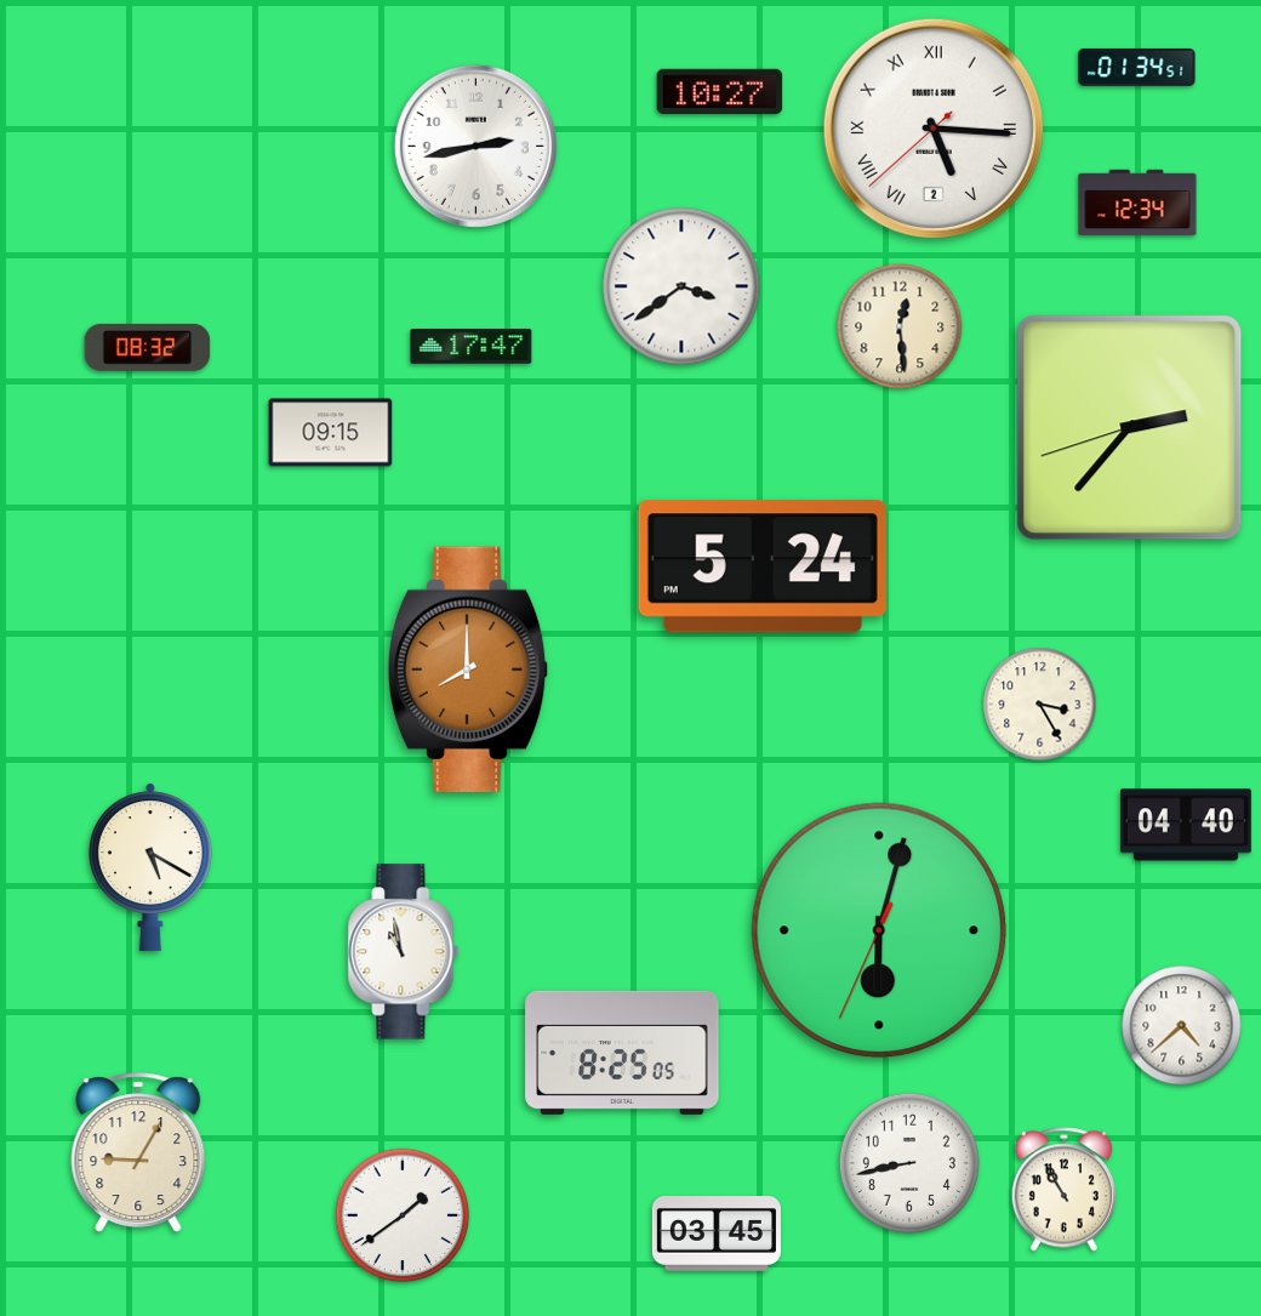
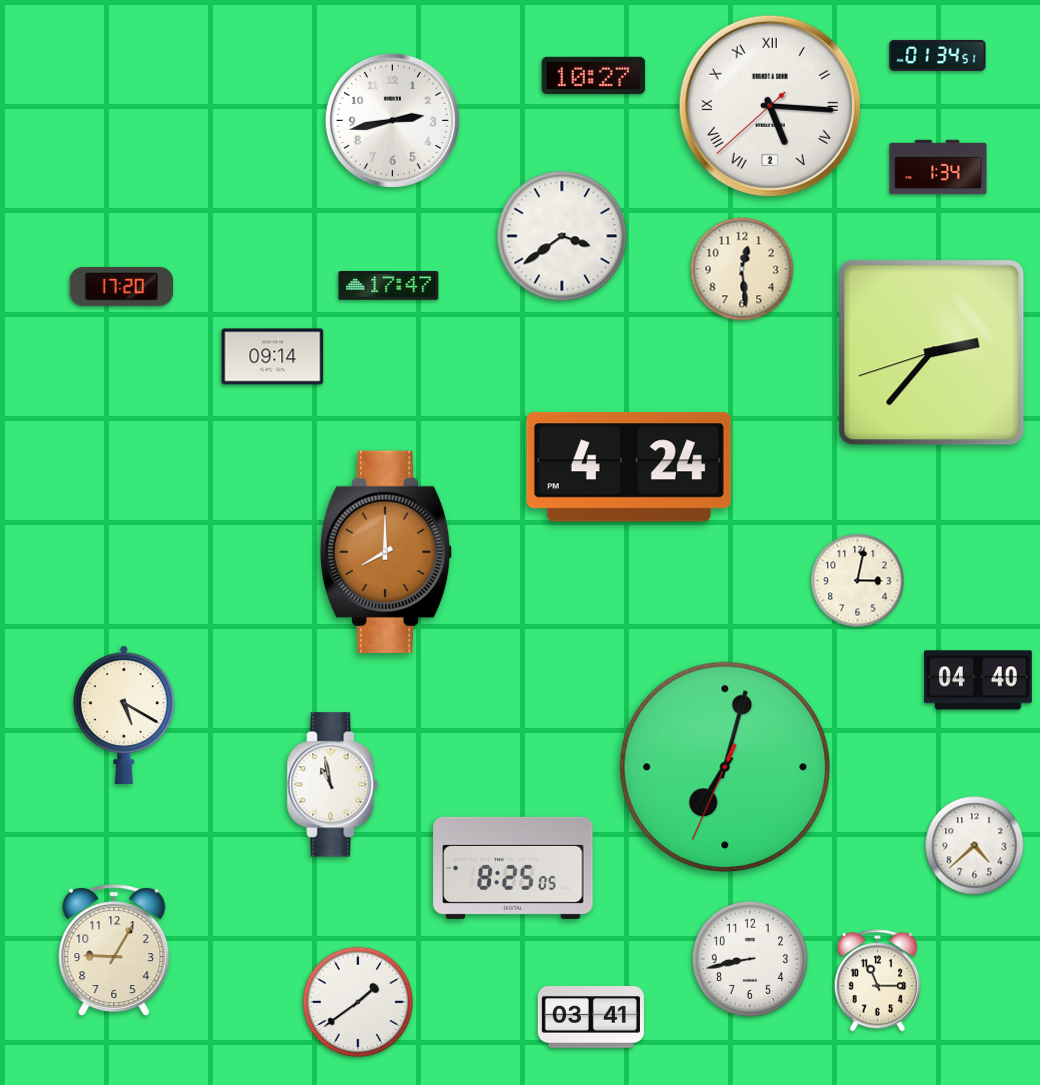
clock at (1137, 203): 12:34 -> 1:34
clock at (148, 347): 08:32 -> 17:20
clock at (331, 433): 09:15 -> 09:14
clock at (763, 566): 5:24 -> 4:24
clock at (1040, 705): 3:25 -> 3:02
clock at (879, 930): 6:02 -> 7:02
clock at (1065, 1190): 10:55 -> 11:15
clock at (403, 1215) position: (403, 1215) -> (358, 1002)
clock at (717, 1234): 03:45 -> 03:41
